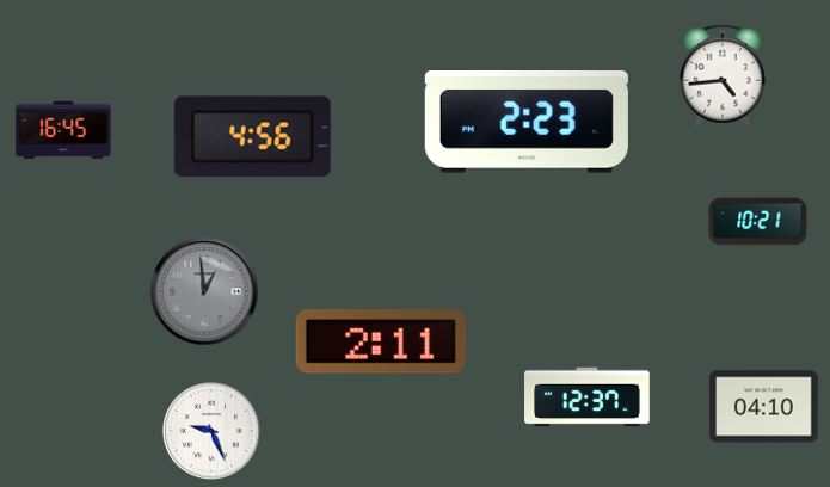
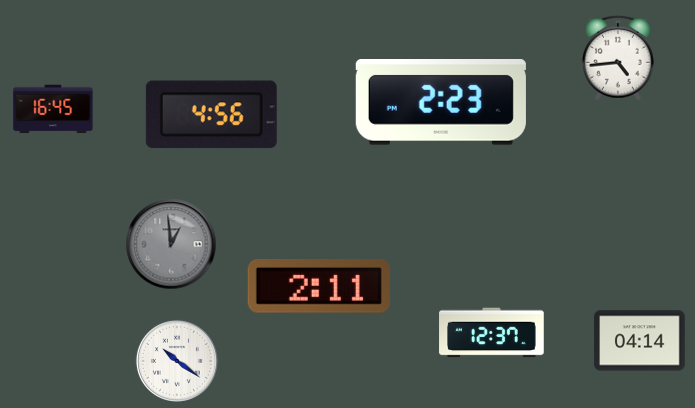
clock at (723, 75) position: (723, 75) -> (618, 58)
clock at (758, 222): 10:21 -> none
clock at (764, 407): 04:10 -> 04:14
clock at (211, 431): 9:26 -> 10:21
